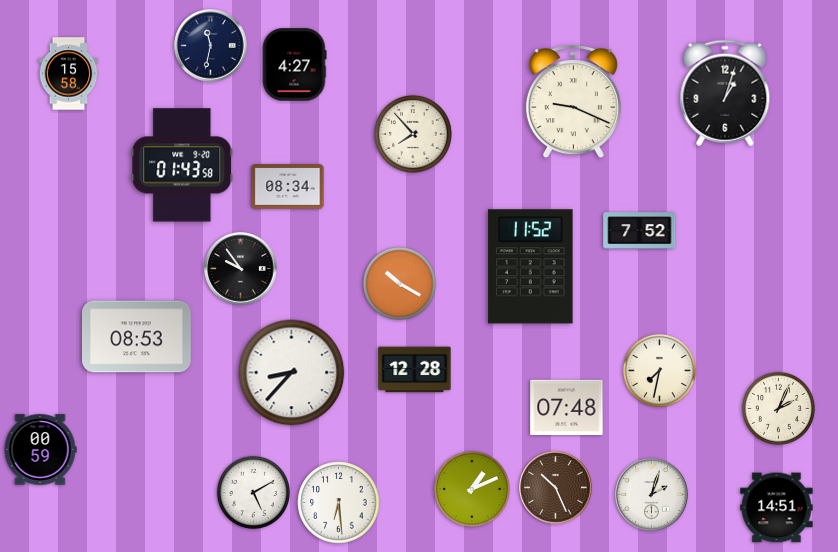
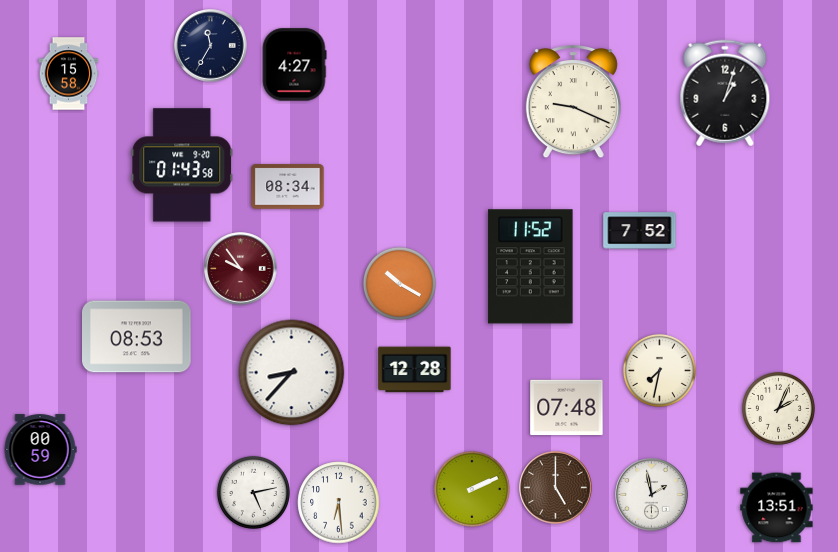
clock at (211, 46): 11:32 -> 11:35
clock at (414, 135): 7:53 -> none
clock at (241, 269) dial: black -> burgundy
clock at (556, 488): 10:26 -> 5:00
clock at (472, 489): 1:11 -> 2:11
clock at (253, 492): 5:10 -> 5:13
clock at (652, 495): 2:03 -> 1:58
clock at (777, 508): 14:51 -> 13:51
